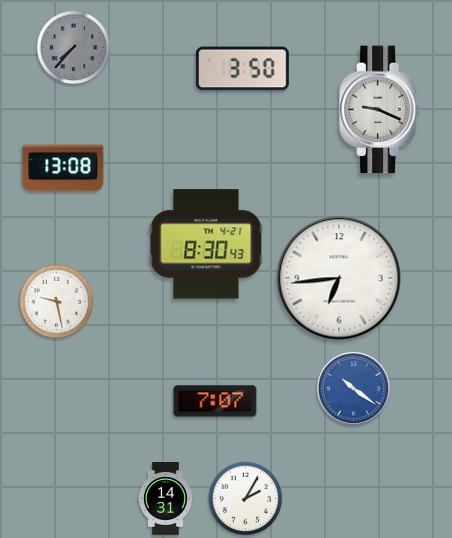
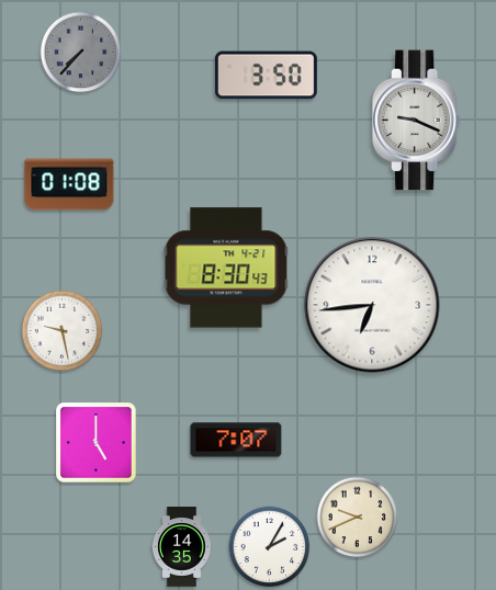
clock at (63, 168): 13:08 -> 01:08
clock at (353, 388): 10:21 -> none
clock at (97, 443): none -> 5:00
clock at (358, 518): none -> 9:41
clock at (165, 499): 14:31 -> 14:35
